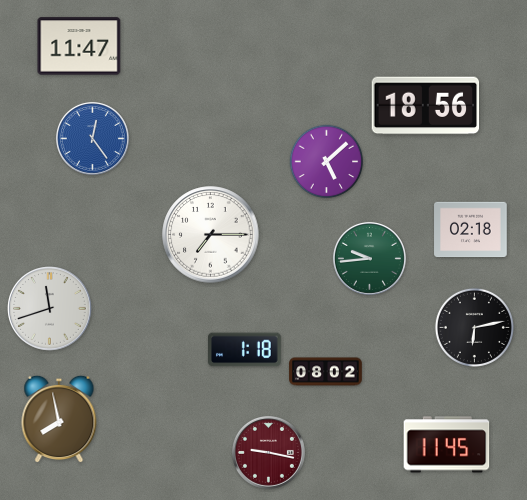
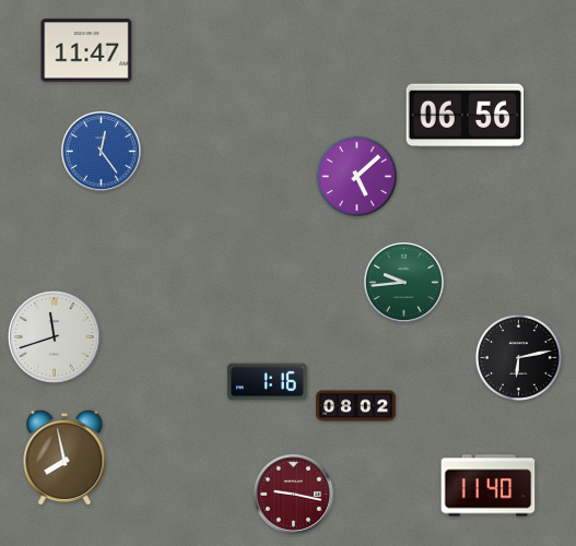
clock at (426, 106): 18:56 -> 06:56
clock at (471, 230): 02:18 -> none
clock at (211, 235): 7:15 -> none
clock at (245, 350): 1:18 -> 1:16
clock at (447, 445): 11:45 -> 11:40
